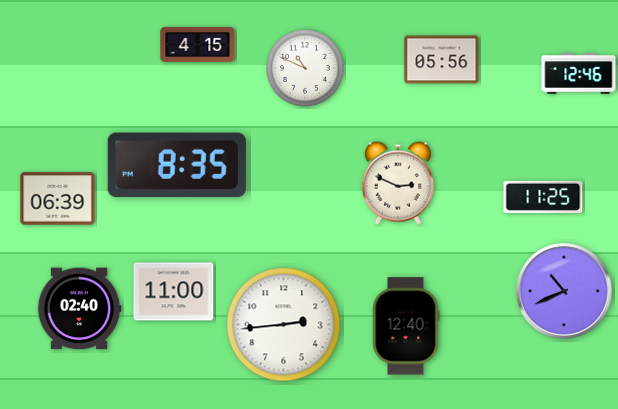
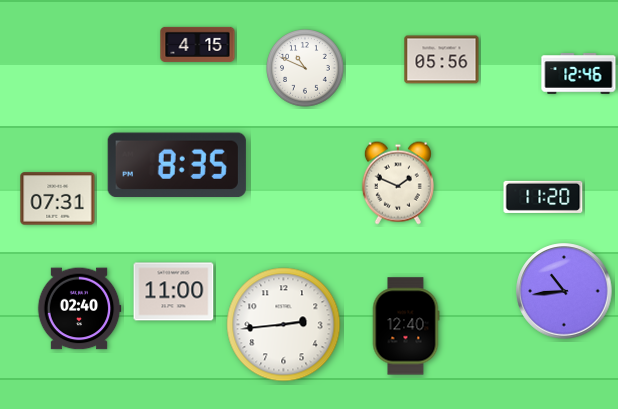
clock at (398, 183): 2:49 -> 1:49
clock at (543, 197): 11:25 -> 11:20
clock at (58, 199): 06:39 -> 07:31
clock at (564, 291): 10:41 -> 10:44
